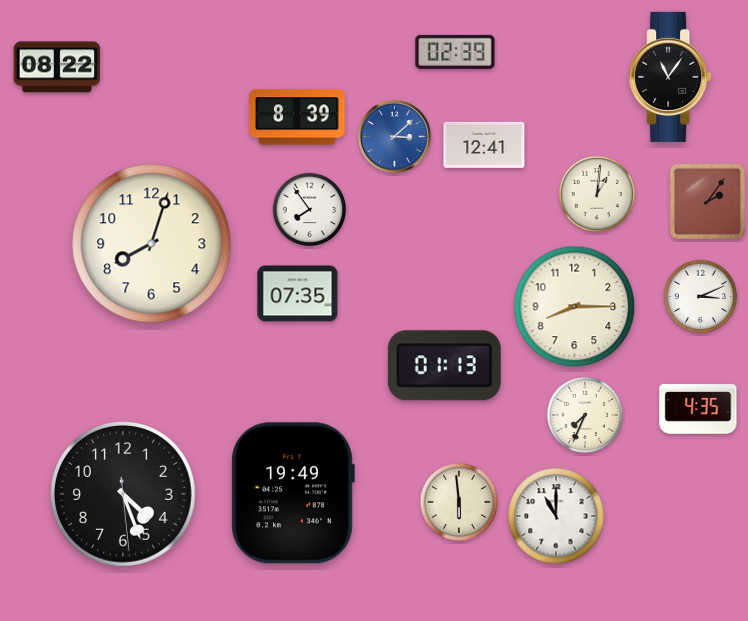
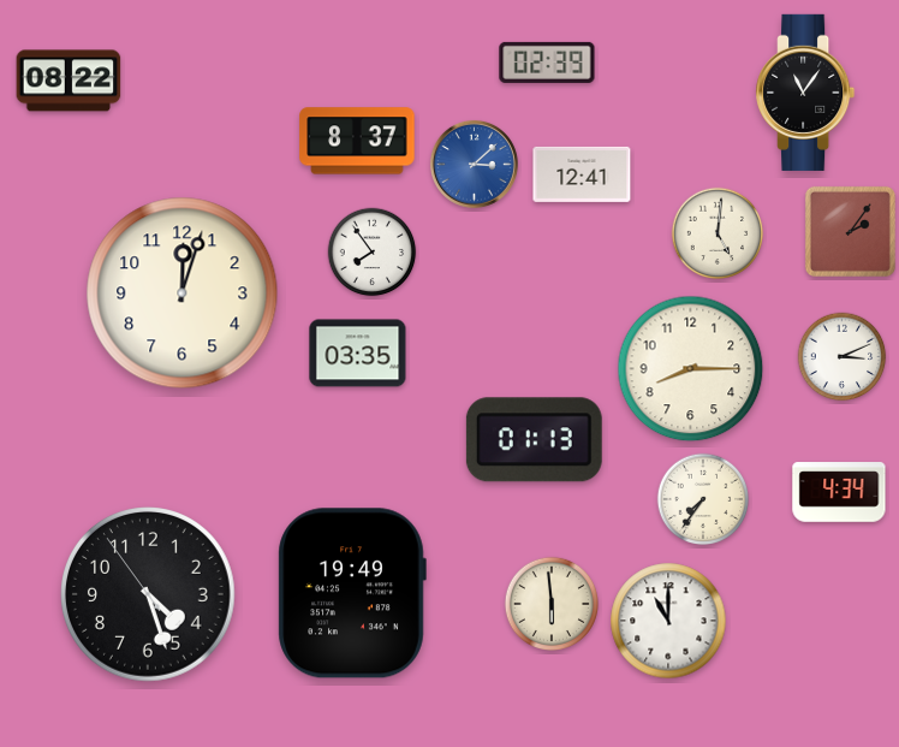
clock at (297, 117): 8:39 -> 8:37
clock at (597, 194): 1:01 -> 5:01
clock at (707, 201) position: (707, 201) -> (850, 231)
clock at (152, 244): 8:03 -> 12:03
clock at (298, 294): 07:35 -> 03:35
clock at (698, 409): 4:35 -> 4:34
clock at (585, 415): 7:34 -> 7:36
clock at (124, 495): 4:26:29 -> 4:26:54
